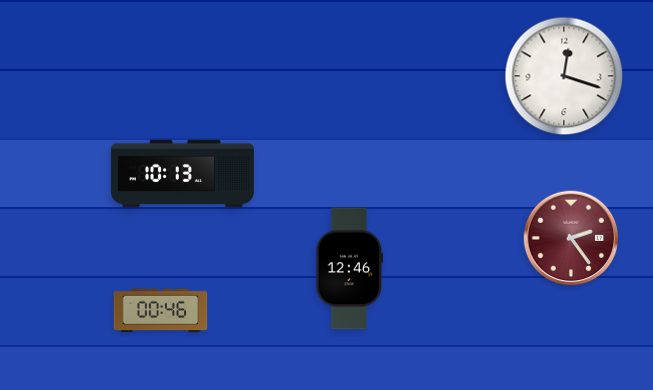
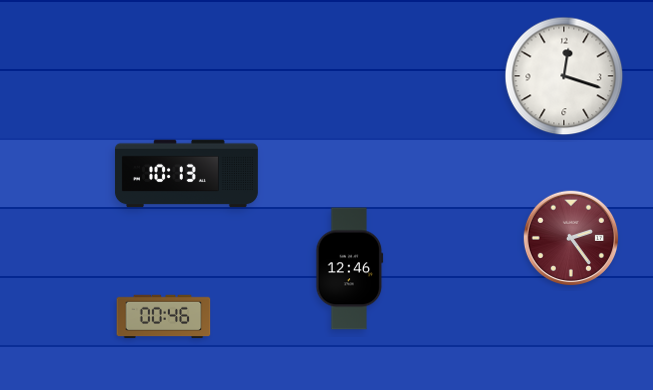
clock at (182, 174) position: (182, 174) -> (186, 174)
clock at (161, 311) position: (161, 311) -> (164, 317)
